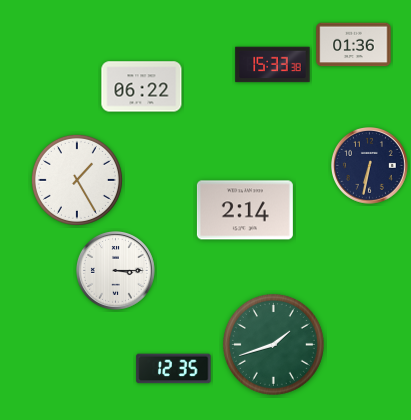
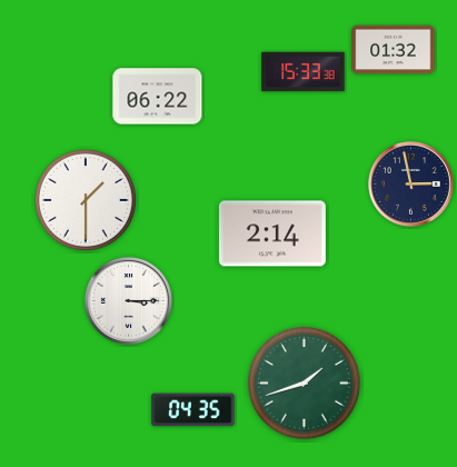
clock at (354, 45): 01:36 -> 01:32
clock at (370, 166): 6:32 -> 2:58
clock at (77, 180): 1:25 -> 1:30
clock at (174, 369): 12:35 -> 04:35
